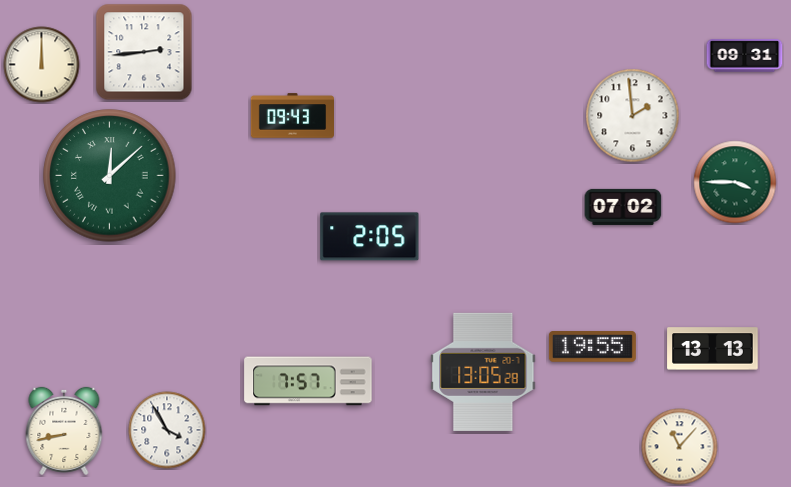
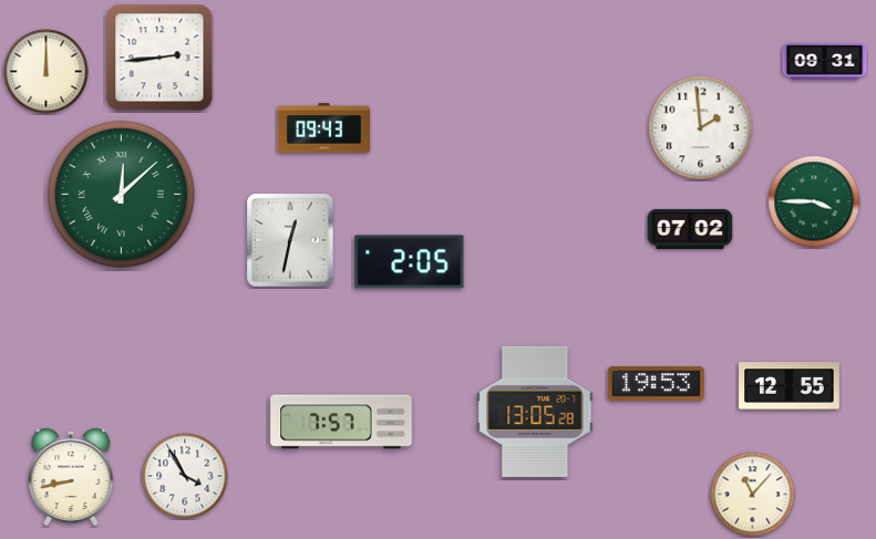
clock at (290, 240): none -> 12:32
clock at (592, 347): 19:55 -> 19:53
clock at (713, 349): 13:13 -> 12:55
